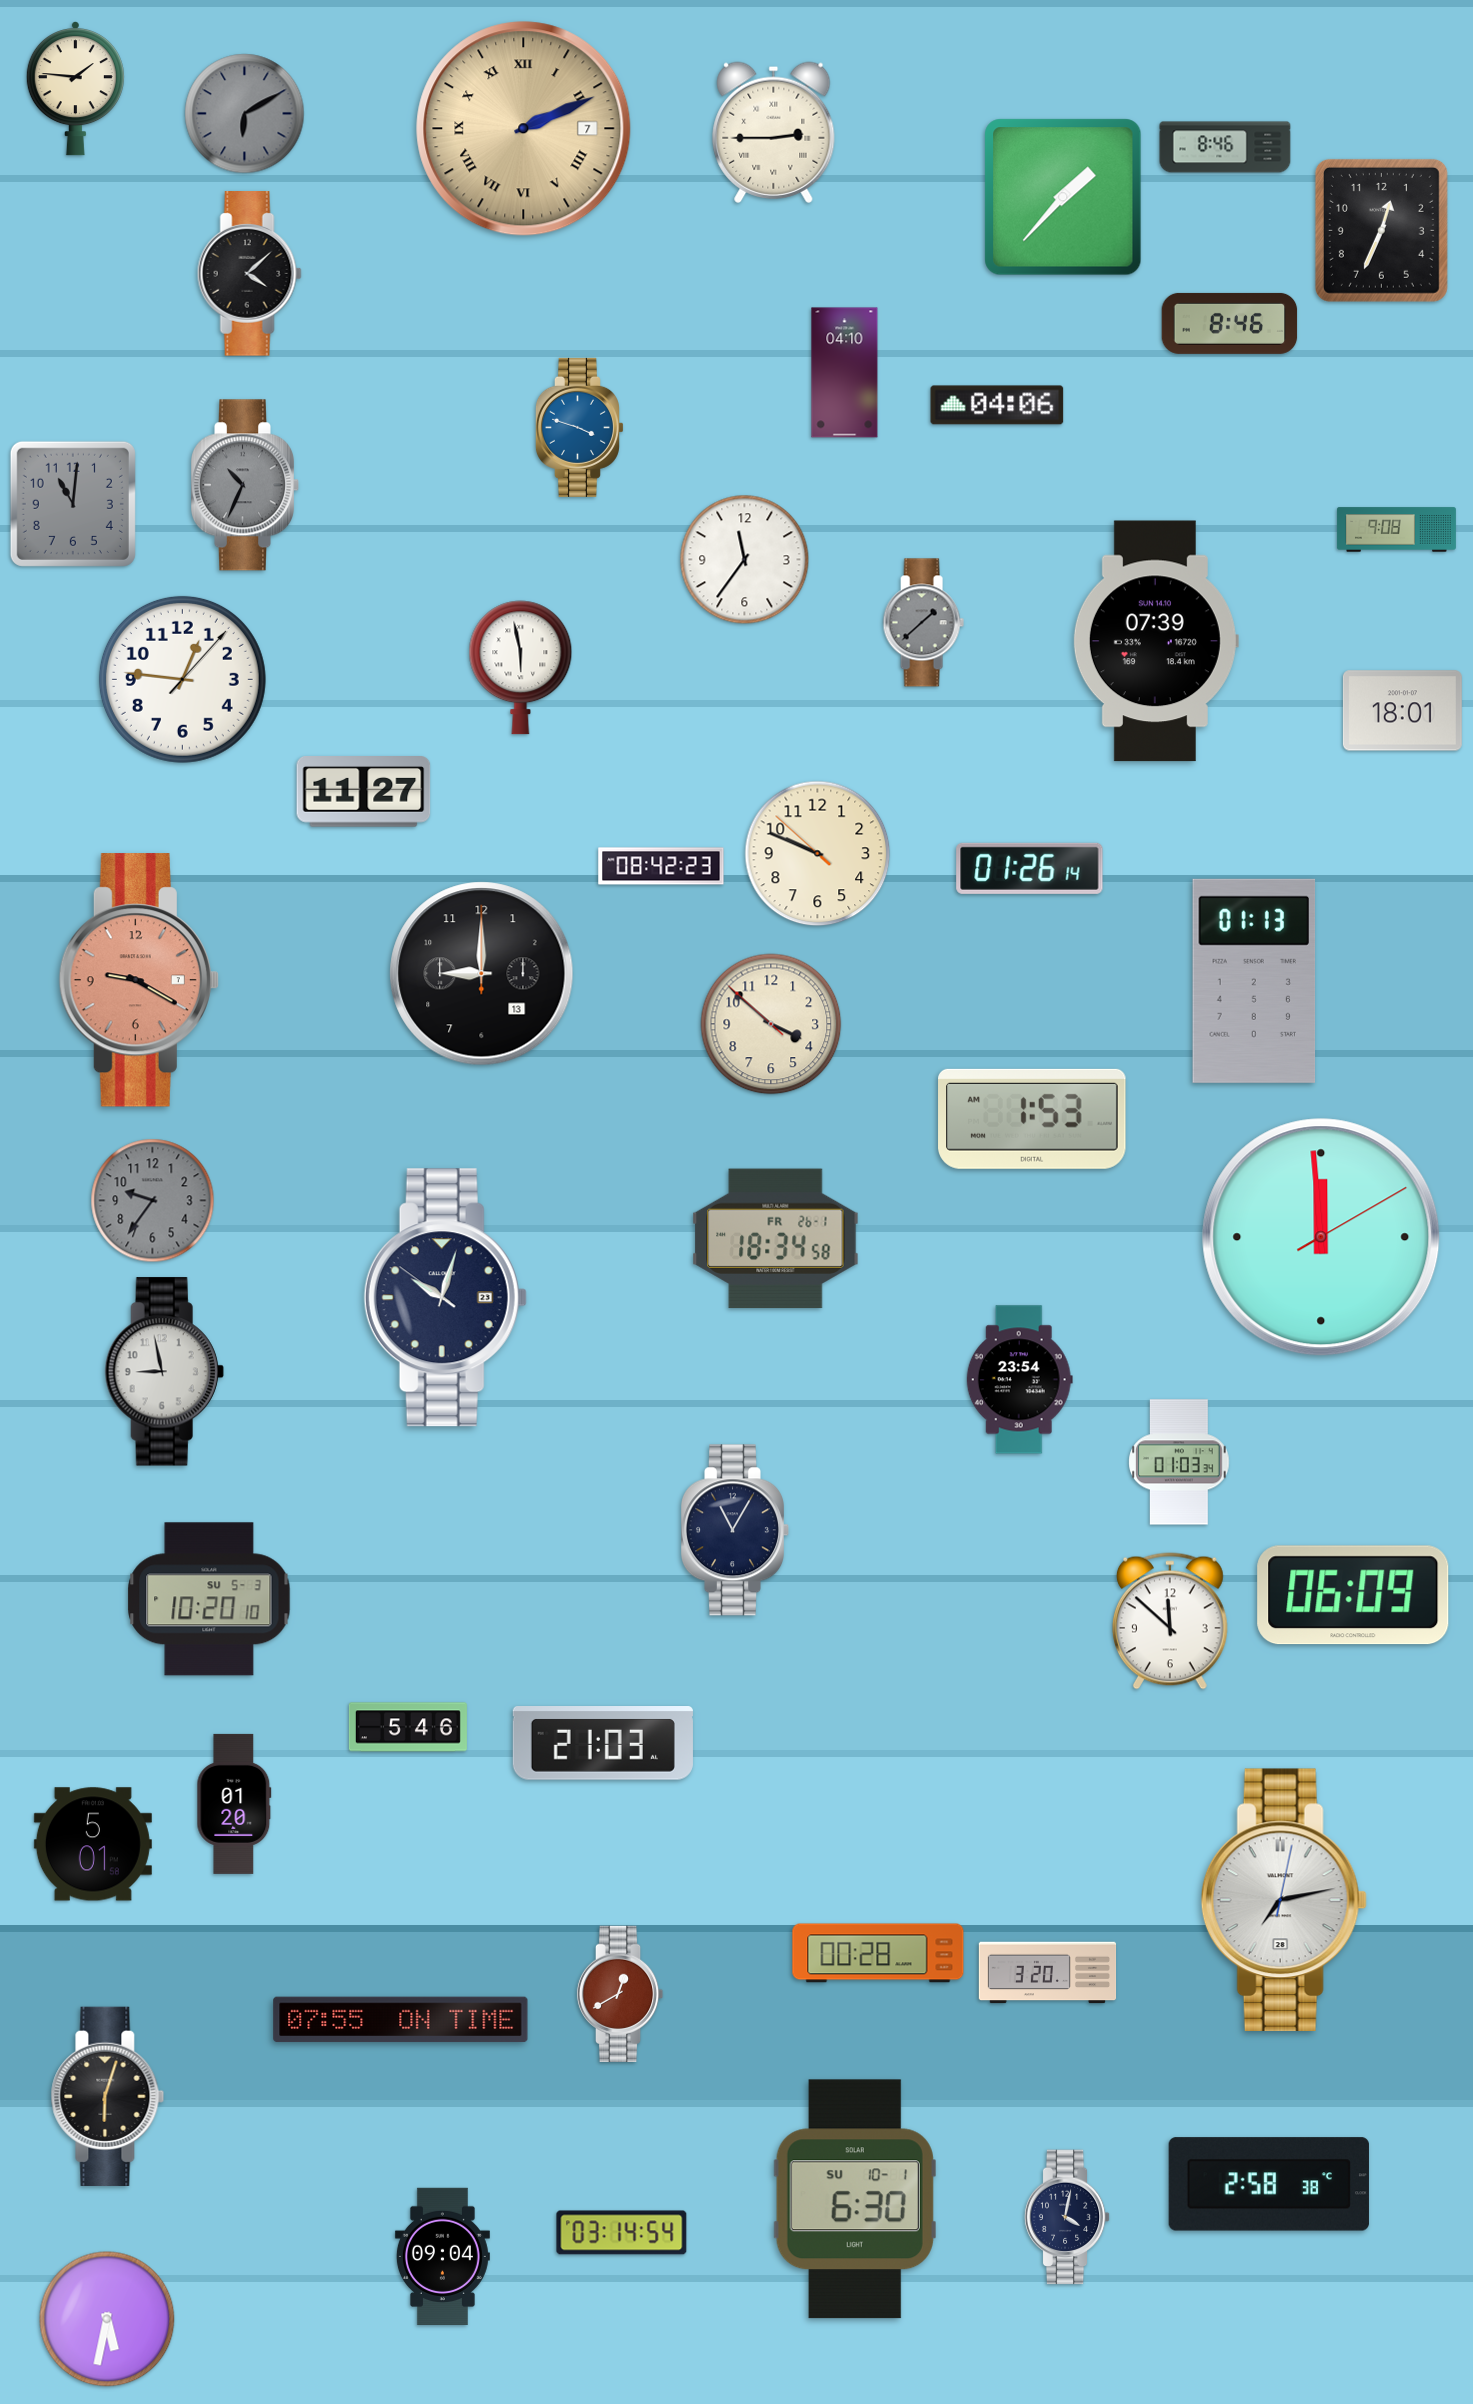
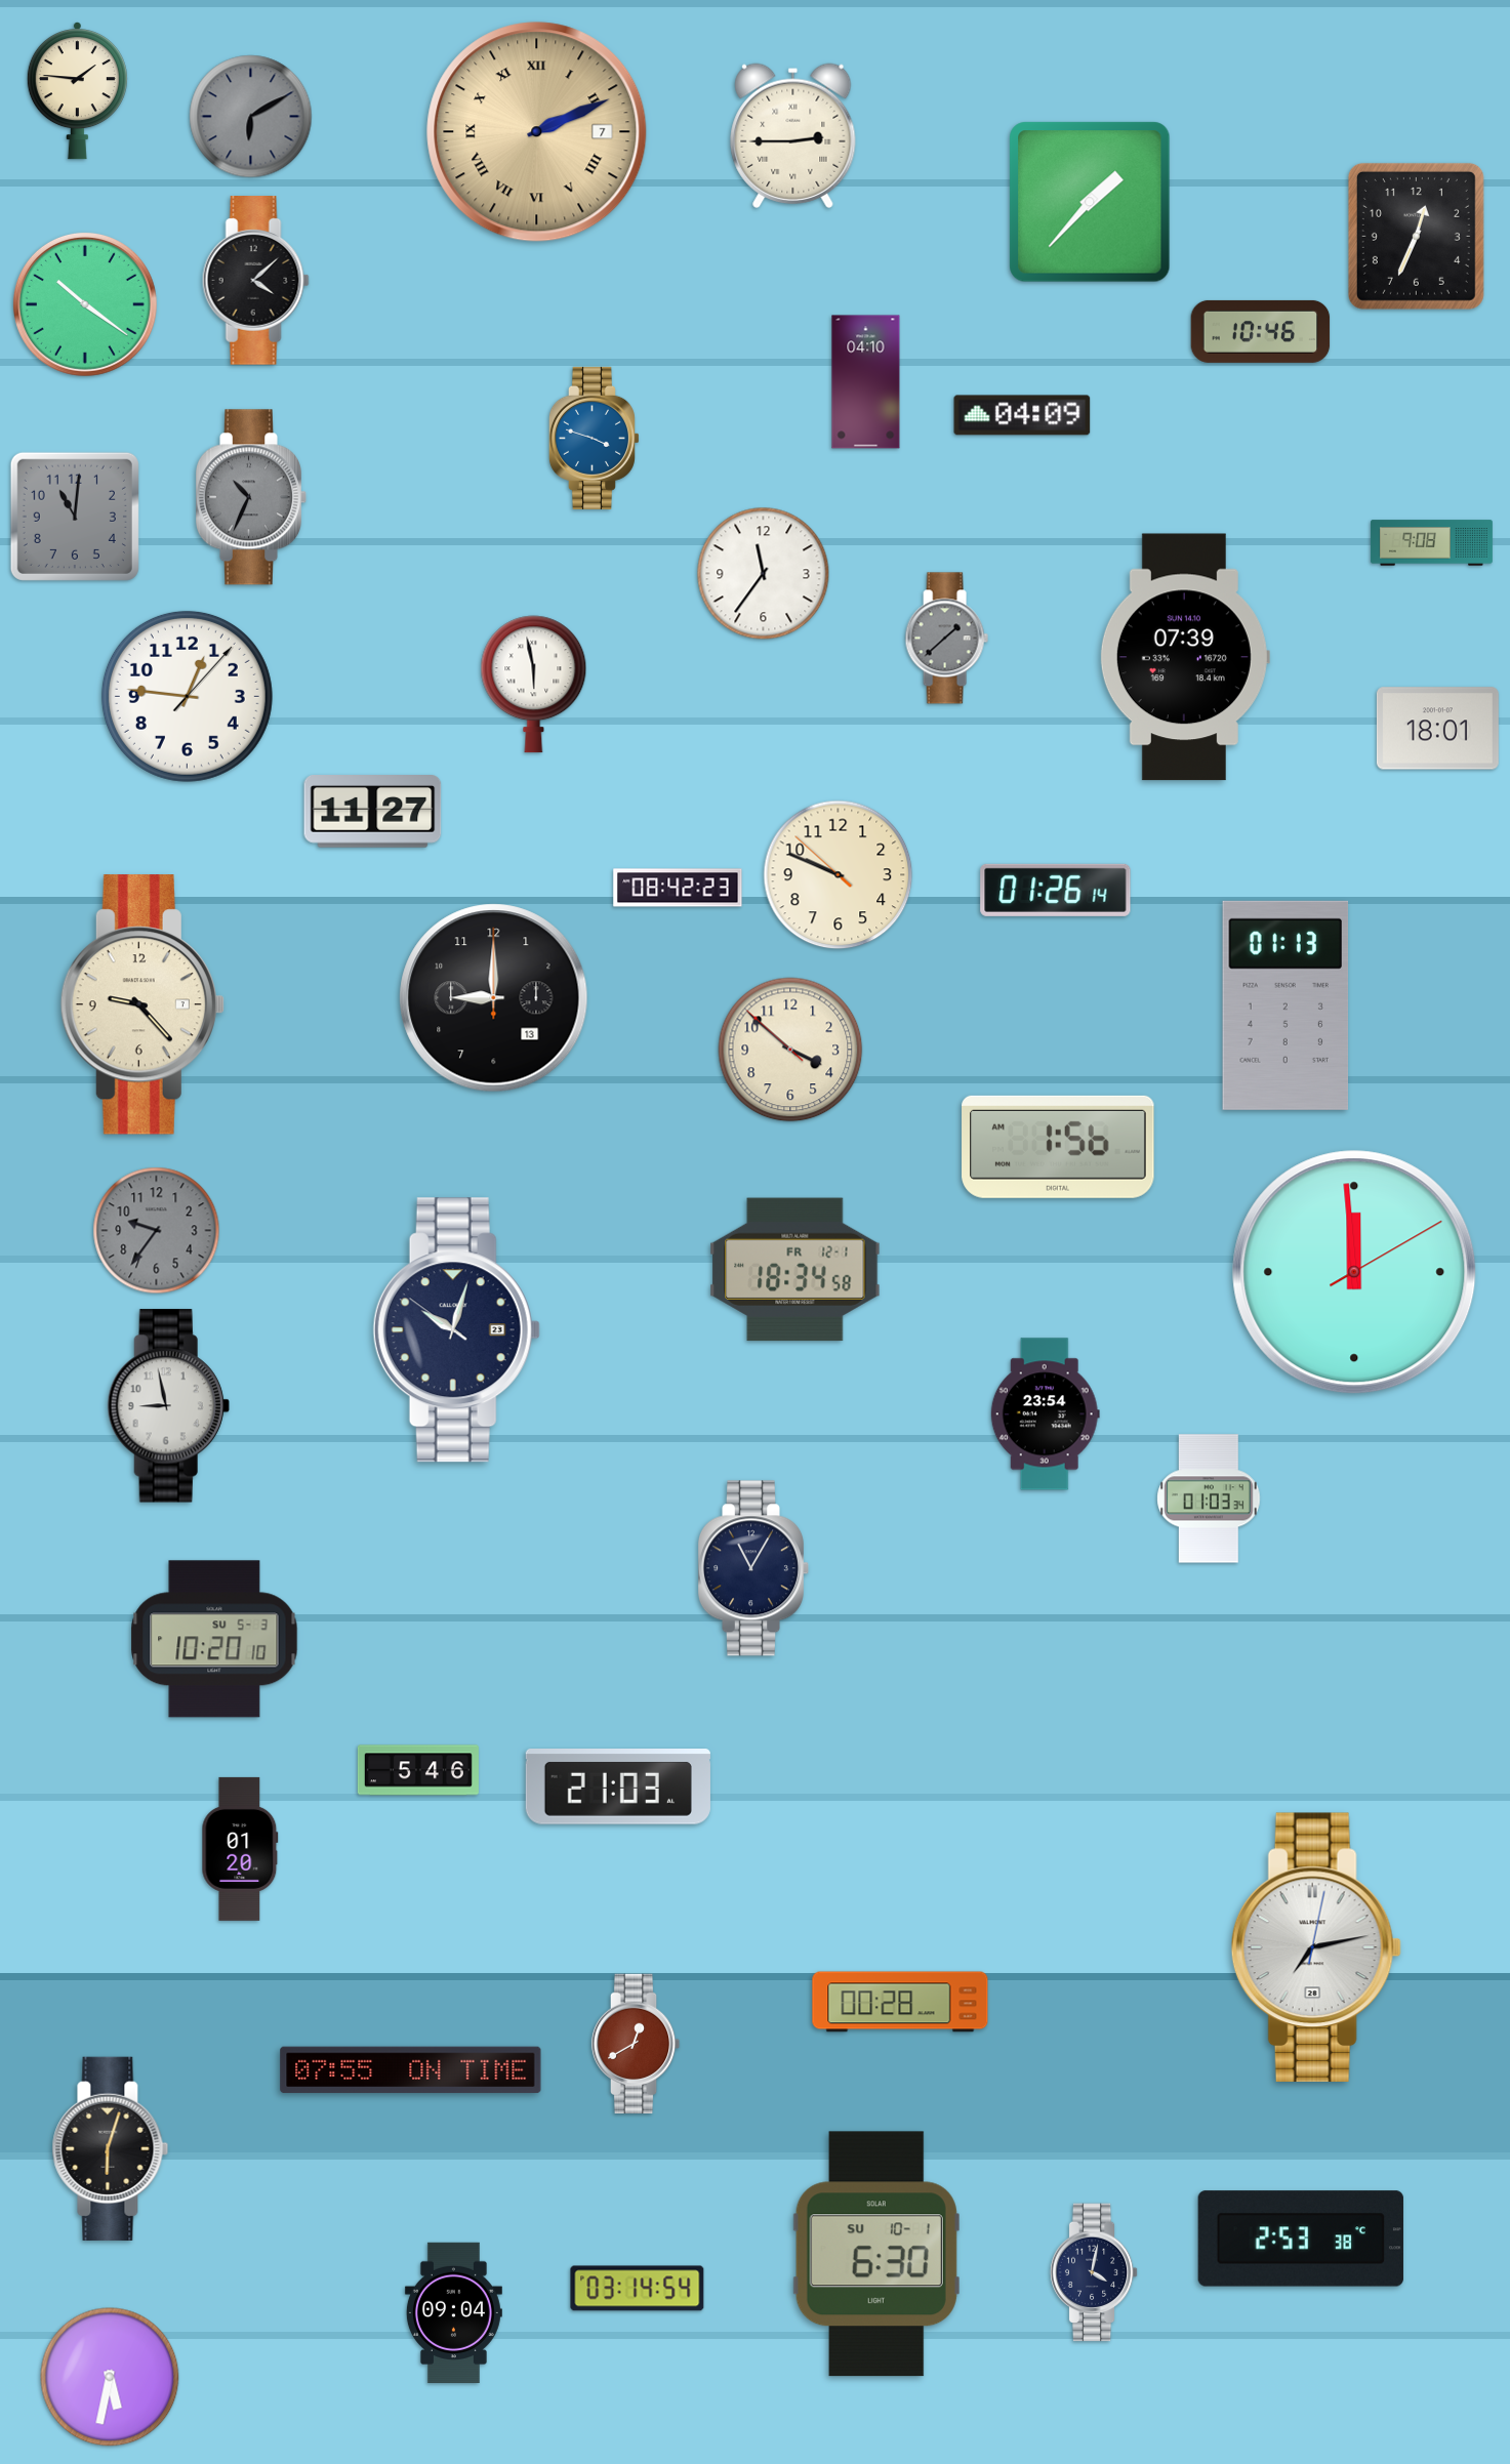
clock at (1225, 147): 8:46 -> none
clock at (85, 304): none -> 10:21
clock at (1230, 323): 8:46 -> 10:46
clock at (997, 405): 04:06 -> 04:09
clock at (139, 980): 9:20 -> 9:23
clock at (139, 980) dial: salmon -> cream
clock at (1032, 1119): 1:53 -> 1:56
clock at (1321, 1237) position: (1321, 1237) -> (1354, 1272)
clock at (776, 1239) date: FR 26-1 -> FR 12-1
clock at (1353, 1595): 06:09 -> none
clock at (1170, 1621): 11:52 -> none
clock at (93, 1844): 5:01 -> none
clock at (1048, 1973): 3:20 -> none
clock at (1269, 2184): 2:58 -> 2:53
